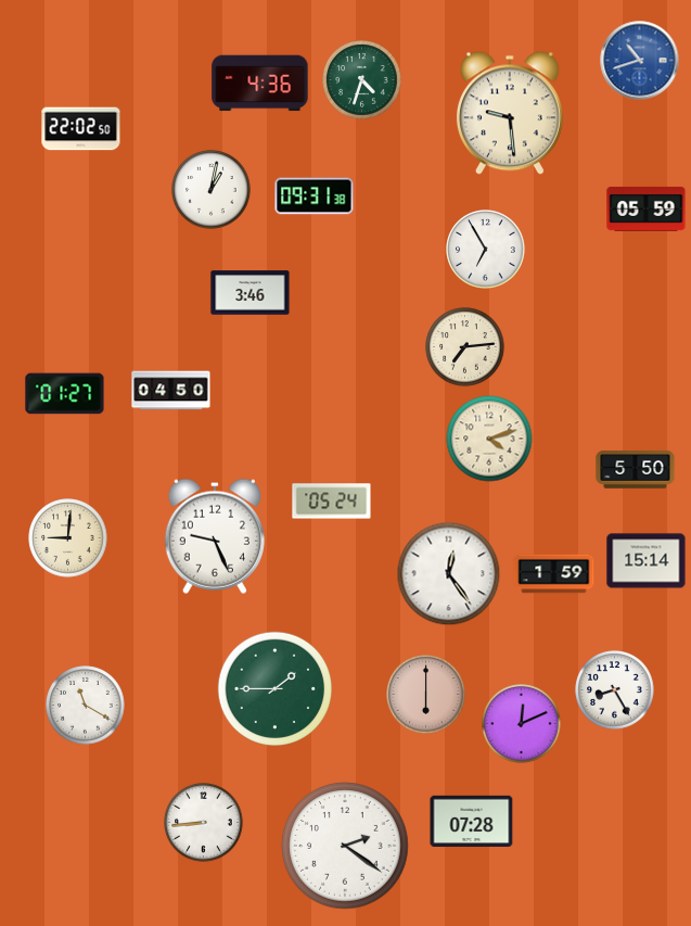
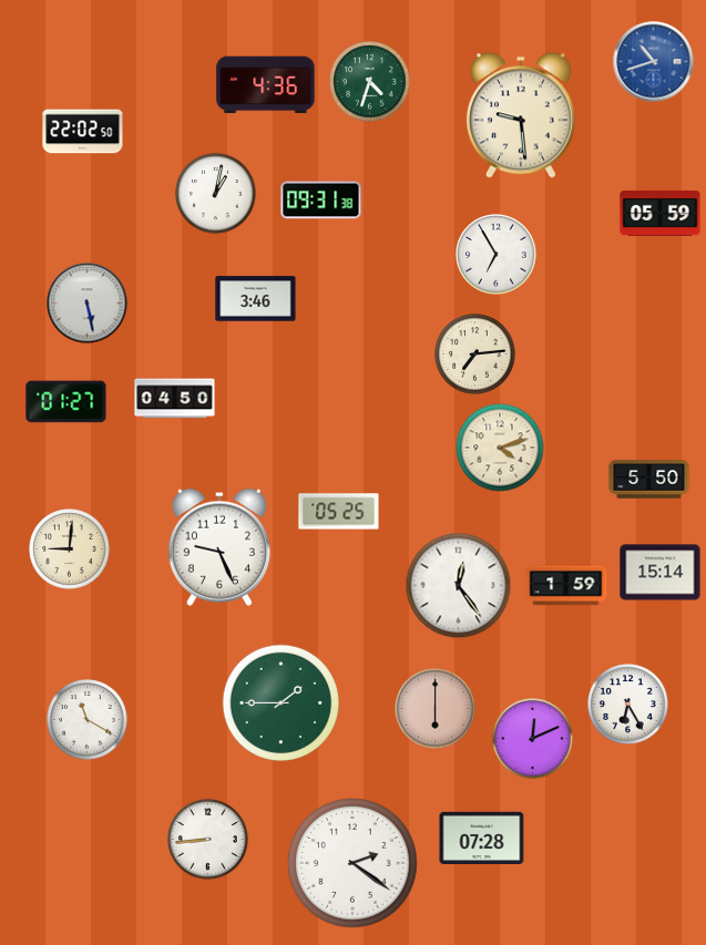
clock at (88, 304): none -> 5:28
clock at (332, 502): 05:24 -> 05:25
clock at (615, 690): 8:25 -> 6:25
